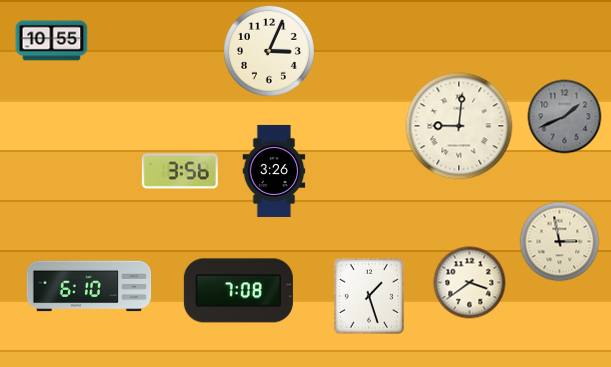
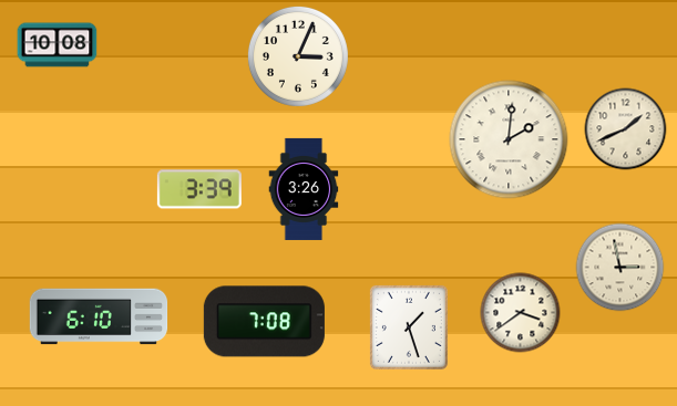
clock at (52, 41): 10:55 -> 10:08
clock at (565, 117) dial: grey -> cream
clock at (459, 126): 9:01 -> 2:01
clock at (180, 171): 3:56 -> 3:39
